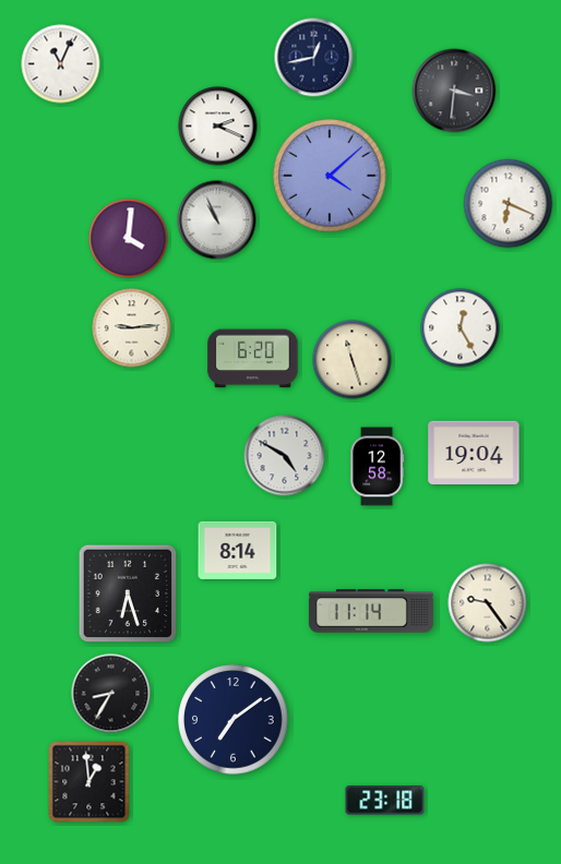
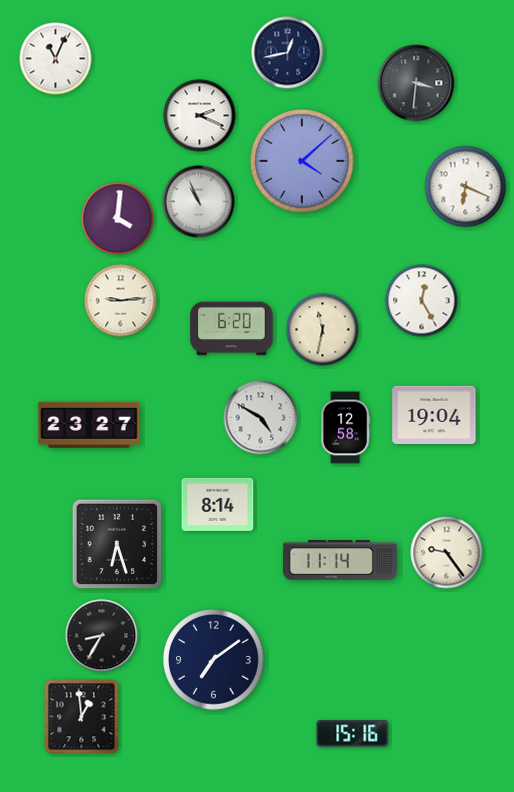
clock at (353, 360): 11:27 -> 11:32
clock at (89, 425): none -> 23:27
clock at (385, 801): 23:18 -> 15:16
